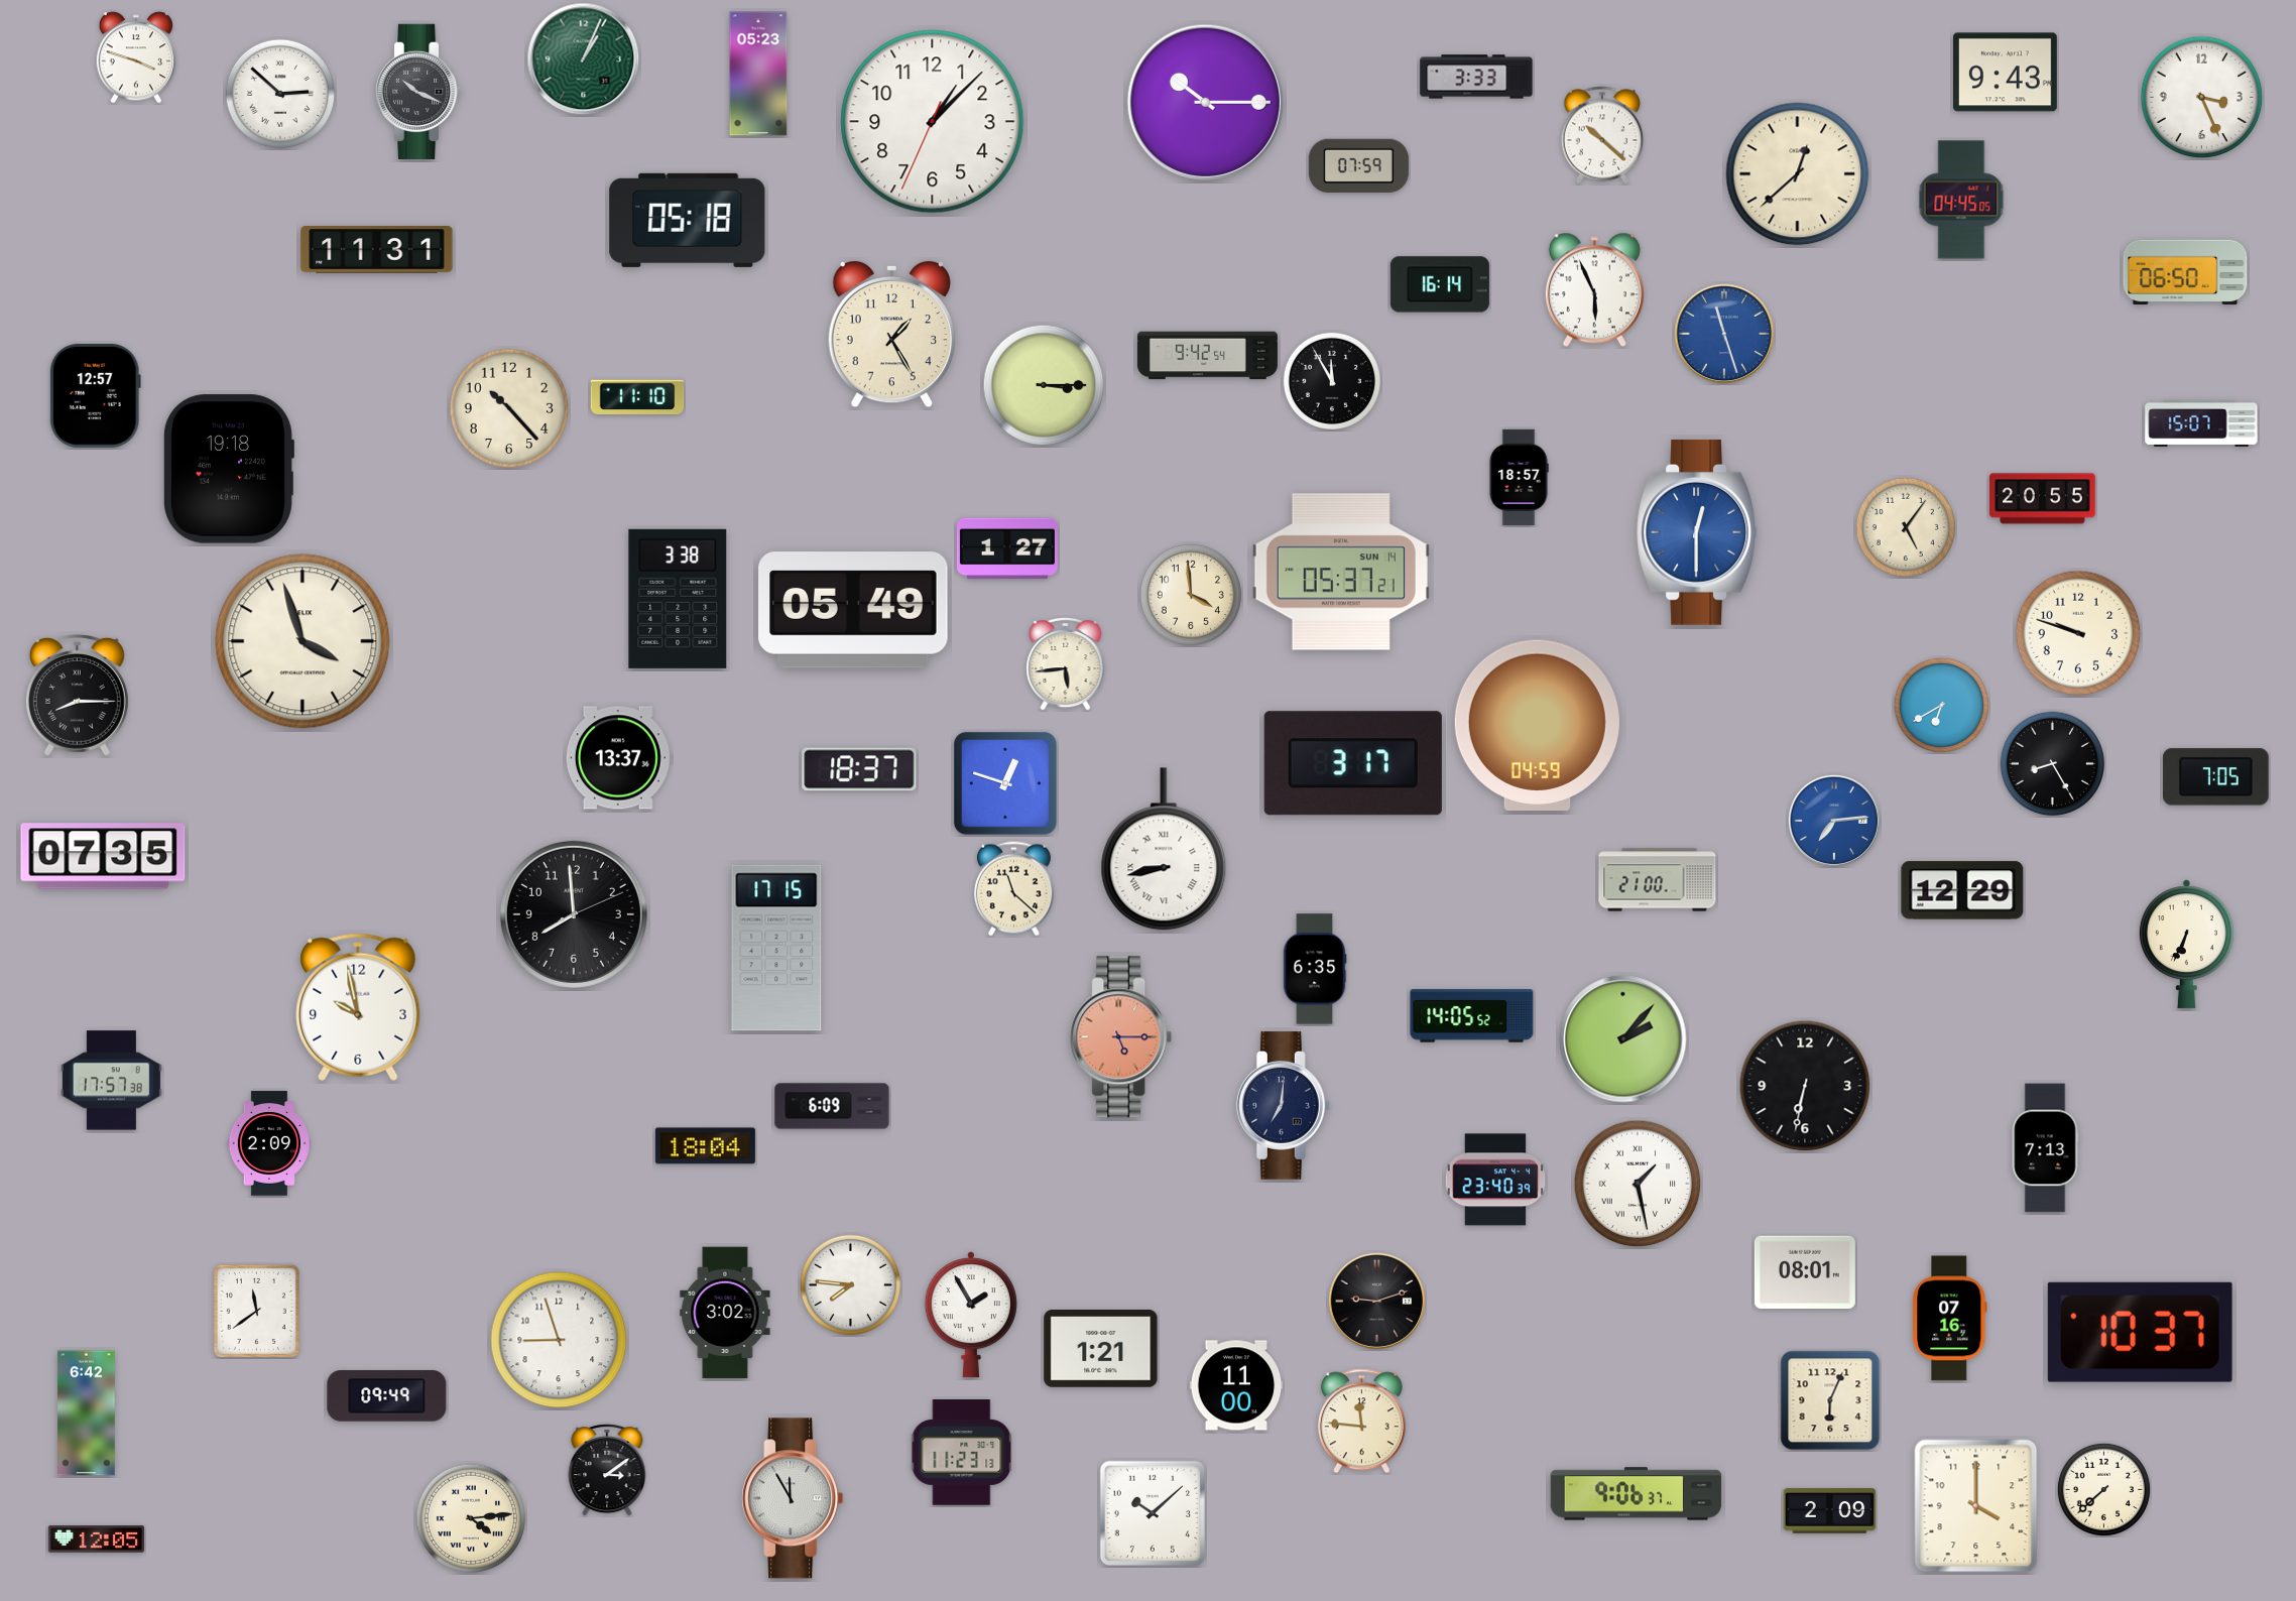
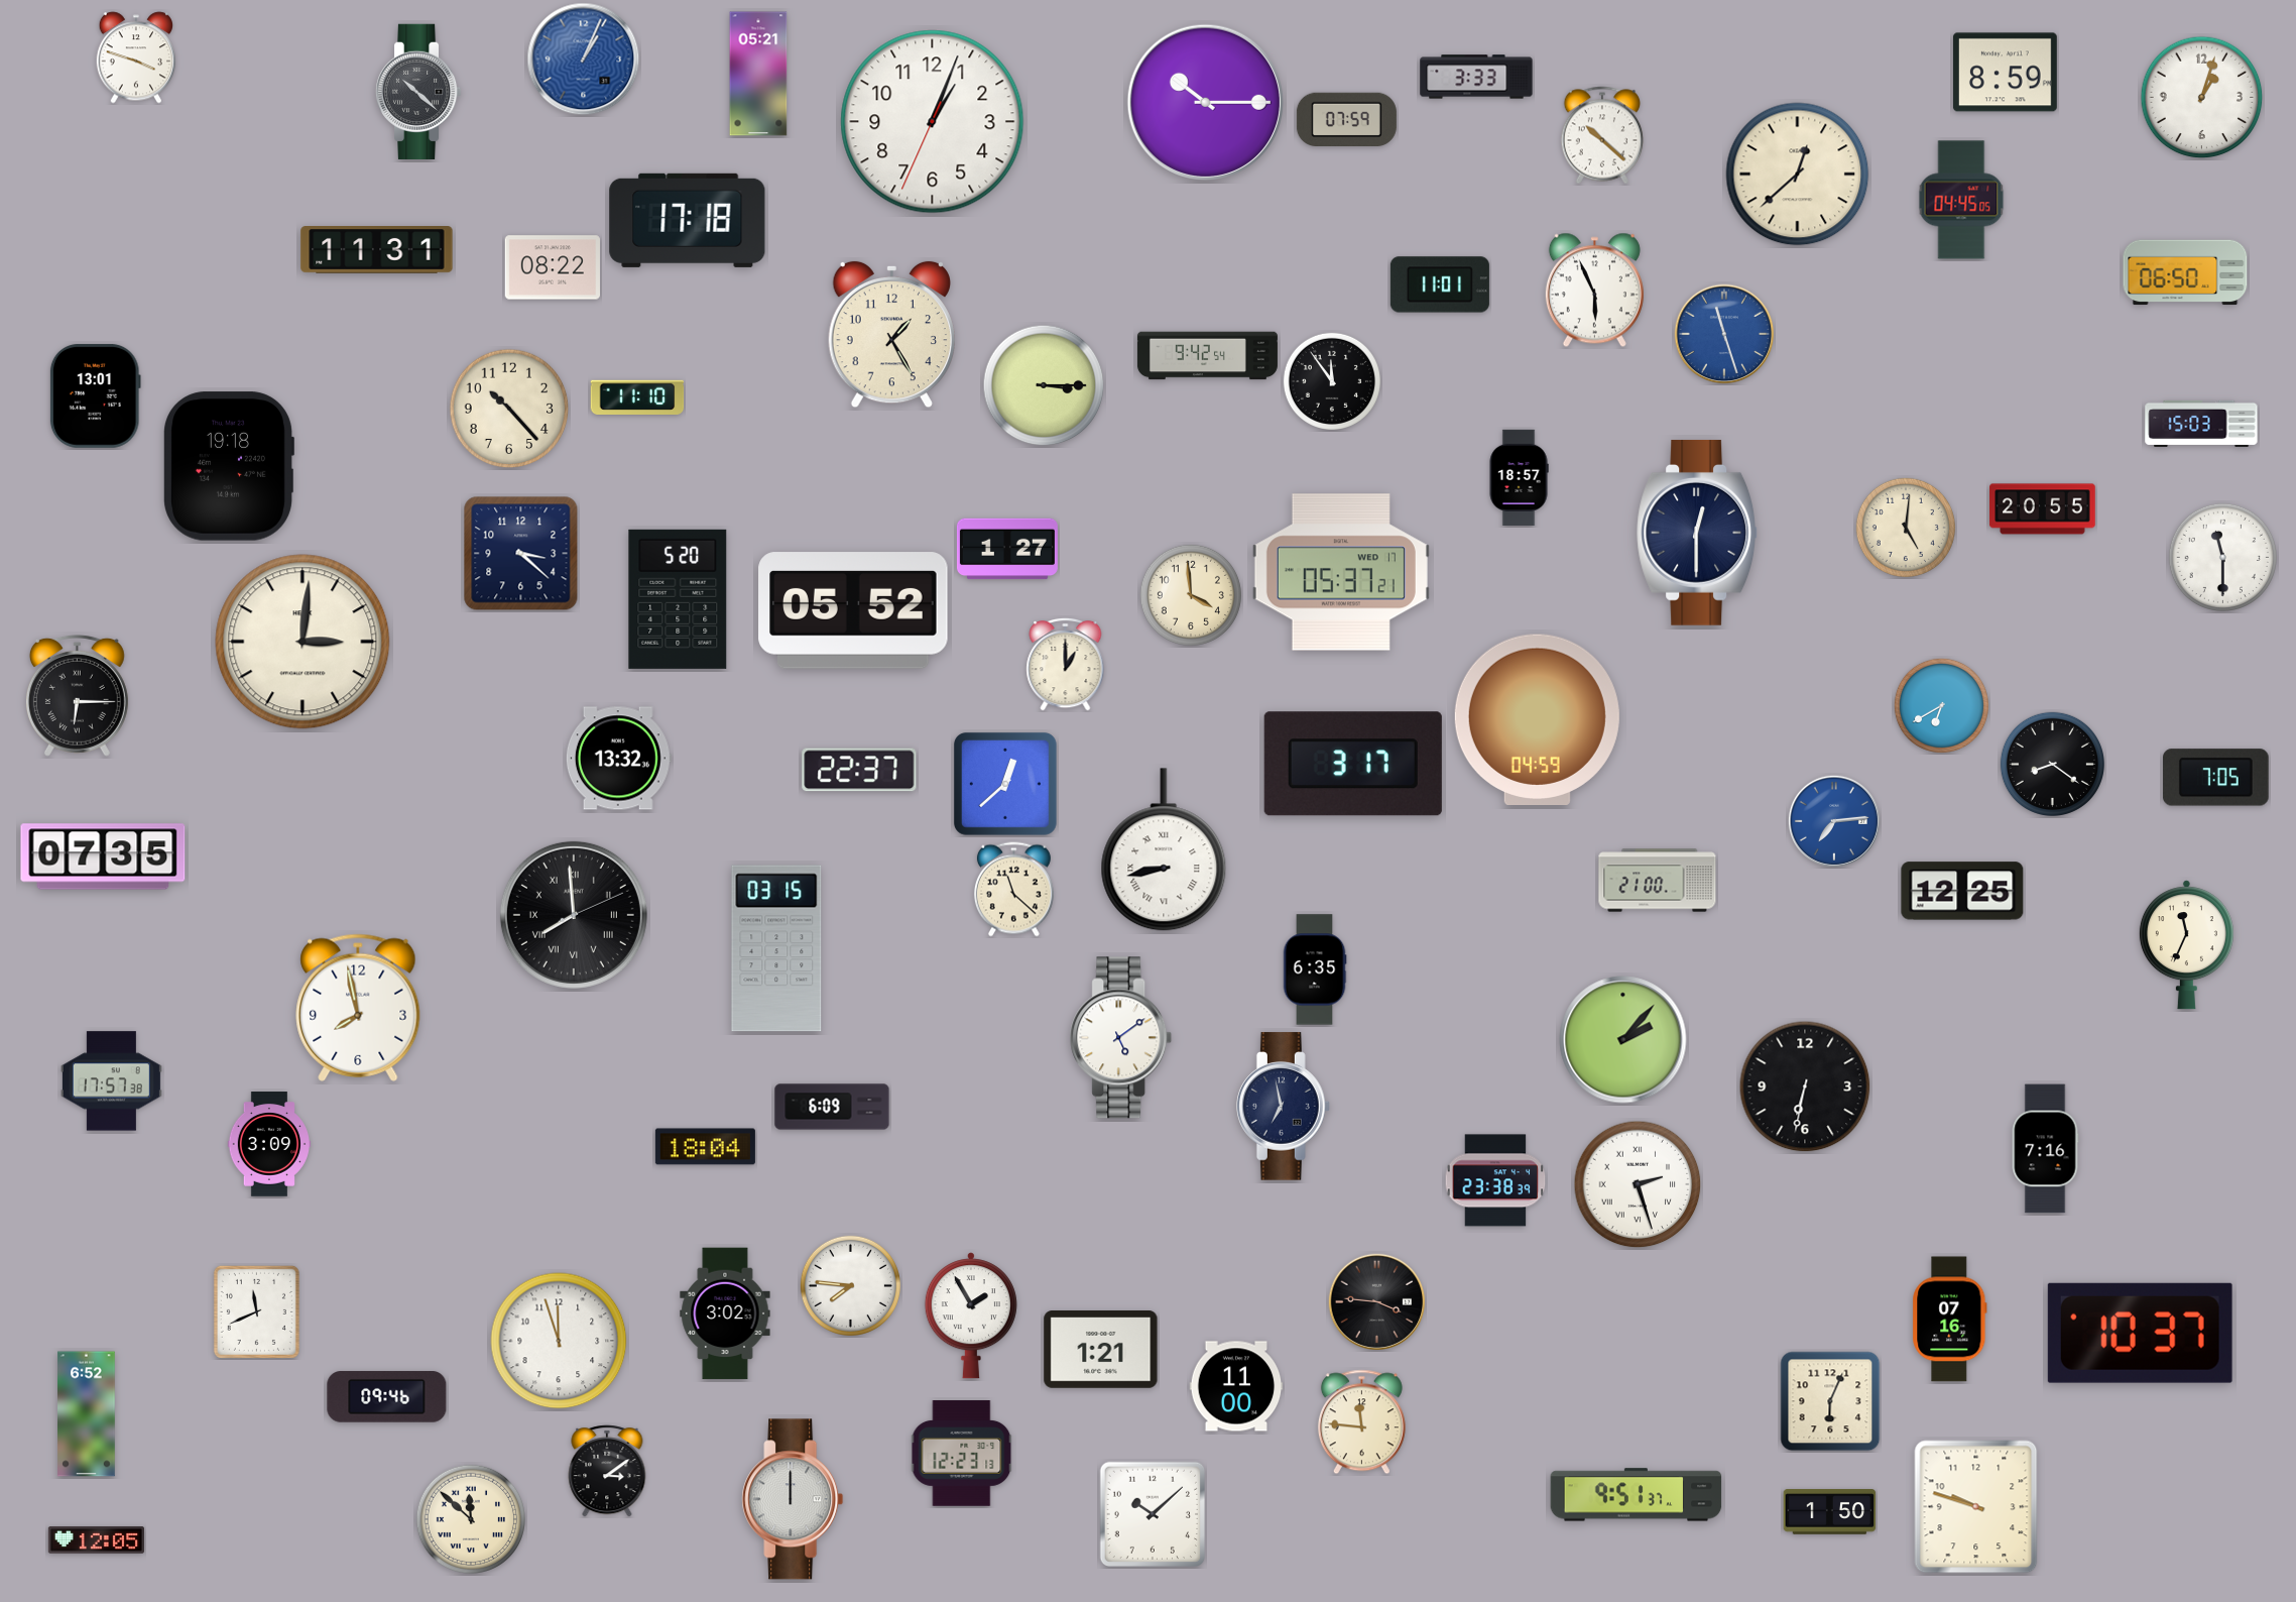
clock at (584, 59) dial: green -> blue
clock at (2005, 73): 9:43 -> 8:59
clock at (758, 74): 05:23 -> 05:21
clock at (418, 92): 10:19 -> 10:22
clock at (279, 93): 2:52 -> none
clock at (2202, 98): 3:26 -> 1:03
clock at (933, 122): 1:07 -> 1:03
clock at (1358, 165) position: (1358, 165) -> (1346, 119)
clock at (688, 220): 05:18 -> 17:18
clock at (552, 267): none -> 08:22
clock at (1440, 284): 16:14 -> 11:01
clock at (1332, 381): 11:55 -> 11:54
clock at (95, 395): 12:57 -> 13:01
clock at (2201, 423): 15:07 -> 15:03
clock at (229, 469) position: (229, 469) -> (229, 466)
clock at (2043, 499) position: (2043, 499) -> (2043, 509)
clock at (1906, 527): 5:06 -> 5:01
clock at (1697, 532) dial: blue -> navy
clock at (521, 554): none -> 3:22
clock at (2222, 557): none -> 11:30
clock at (1341, 572) date: SUN 14 -> WED 17
clock at (678, 599): 3:38 -> 5:20
clock at (853, 610): 05:49 -> 05:52
clock at (2078, 633): 9:48 -> none
clock at (303, 641): 3:57 -> 3:01
clock at (1066, 663): 5:44 -> 1:00
clock at (77, 695): 8:15 -> 6:15
clock at (1537, 725) position: (1537, 725) -> (1537, 719)
clock at (618, 758): 13:37 -> 13:32
clock at (2052, 763): 8:25 -> 8:21
clock at (859, 769): 18:37 -> 22:37
clock at (1005, 783): 12:48 -> 12:38
clock at (1962, 890): 12:29 -> 12:25
clock at (574, 914) numerals: Arabic -> Roman
clock at (2186, 945): 6:34 -> 11:34
clock at (776, 948): 17:15 -> 03:15
clock at (358, 1007): 9:58 -> 7:58
clock at (1472, 1016): 14:05 -> none
clock at (1121, 1037): 5:15 -> 5:09
clock at (1121, 1037) dial: salmon -> white
clock at (1283, 1106): 7:01 -> 6:58
clock at (269, 1143): 2:09 -> 3:09
clock at (2045, 1148): 7:13 -> 7:16
clock at (1495, 1180): 23:40 -> 23:38
clock at (1638, 1184): 1:28 -> 2:27
clock at (1805, 1272): 08:01 -> none
clock at (1377, 1302): 9:12 -> 3:46
clock at (256, 1311): 11:39 -> 11:41
clock at (559, 1340): 8:57 -> 11:57
clock at (387, 1396): 09:49 -> 09:46
clock at (87, 1413): 6:42 -> 6:52
clock at (962, 1453): 11:23 -> 12:23
clock at (2103, 1489): 7:38 -> none
clock at (1637, 1494): 9:06 -> 9:51
clock at (793, 1498): 11:55 -> 12:00
clock at (1976, 1506): 4:00 -> 9:48
clock at (1830, 1511): 2:09 -> 1:50
clock at (470, 1517): 4:14 -> 11:52
